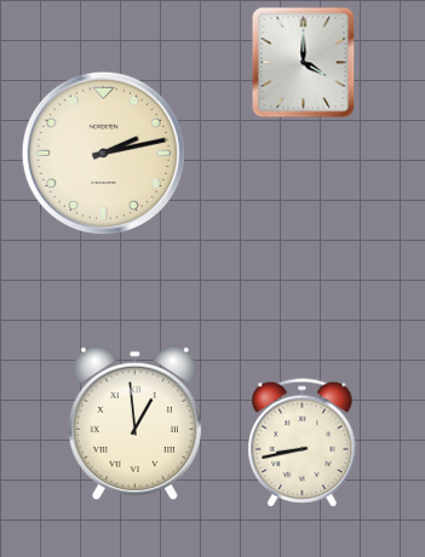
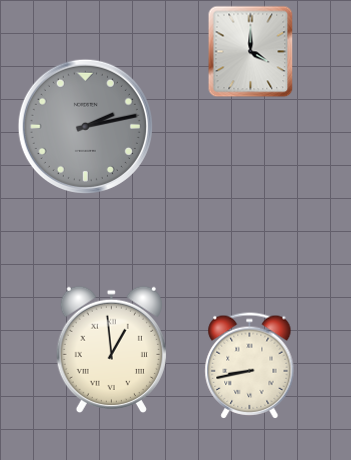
clock at (103, 153) dial: cream -> grey
